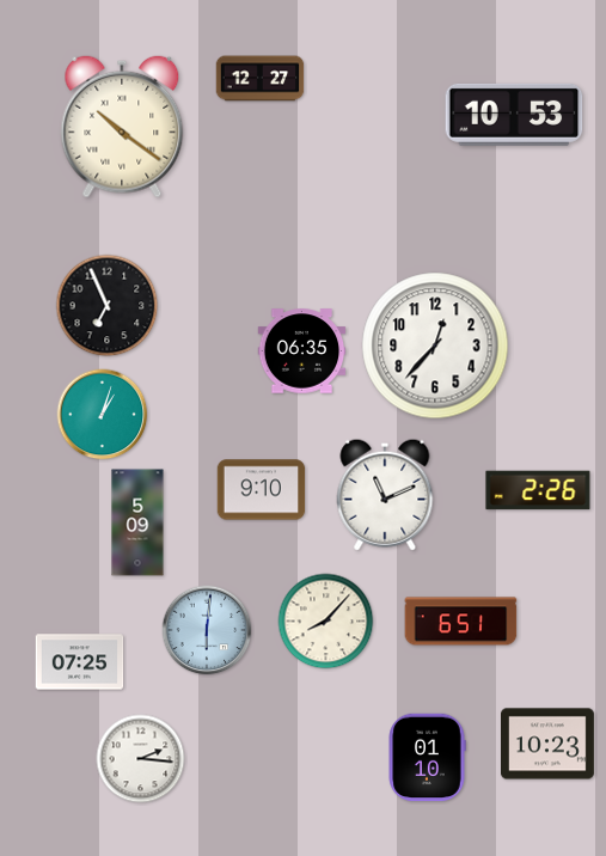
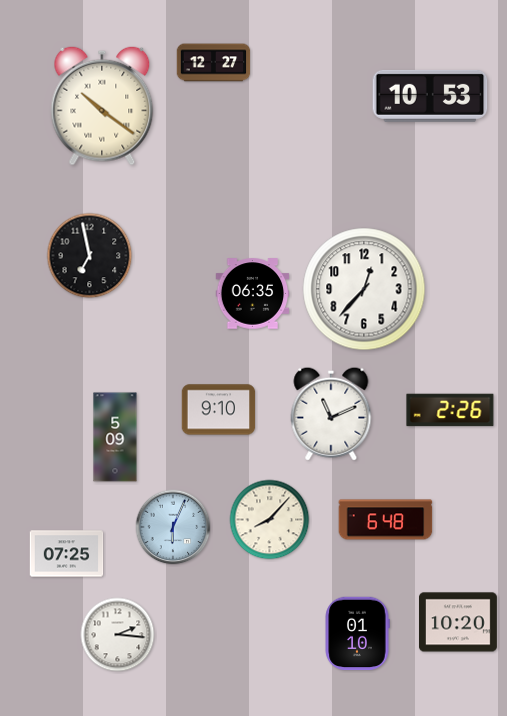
clock at (261, 79) position: (261, 79) -> (214, 63)
clock at (108, 306): 6:56 -> 6:58
clock at (103, 415): 1:03 -> none
clock at (385, 495) position: (385, 495) -> (331, 414)
clock at (326, 622) position: (326, 622) -> (270, 520)
clock at (461, 622): 6:51 -> 6:48
clock at (207, 630): 6:01 -> 6:04
clock at (549, 744): 10:23 -> 10:20
